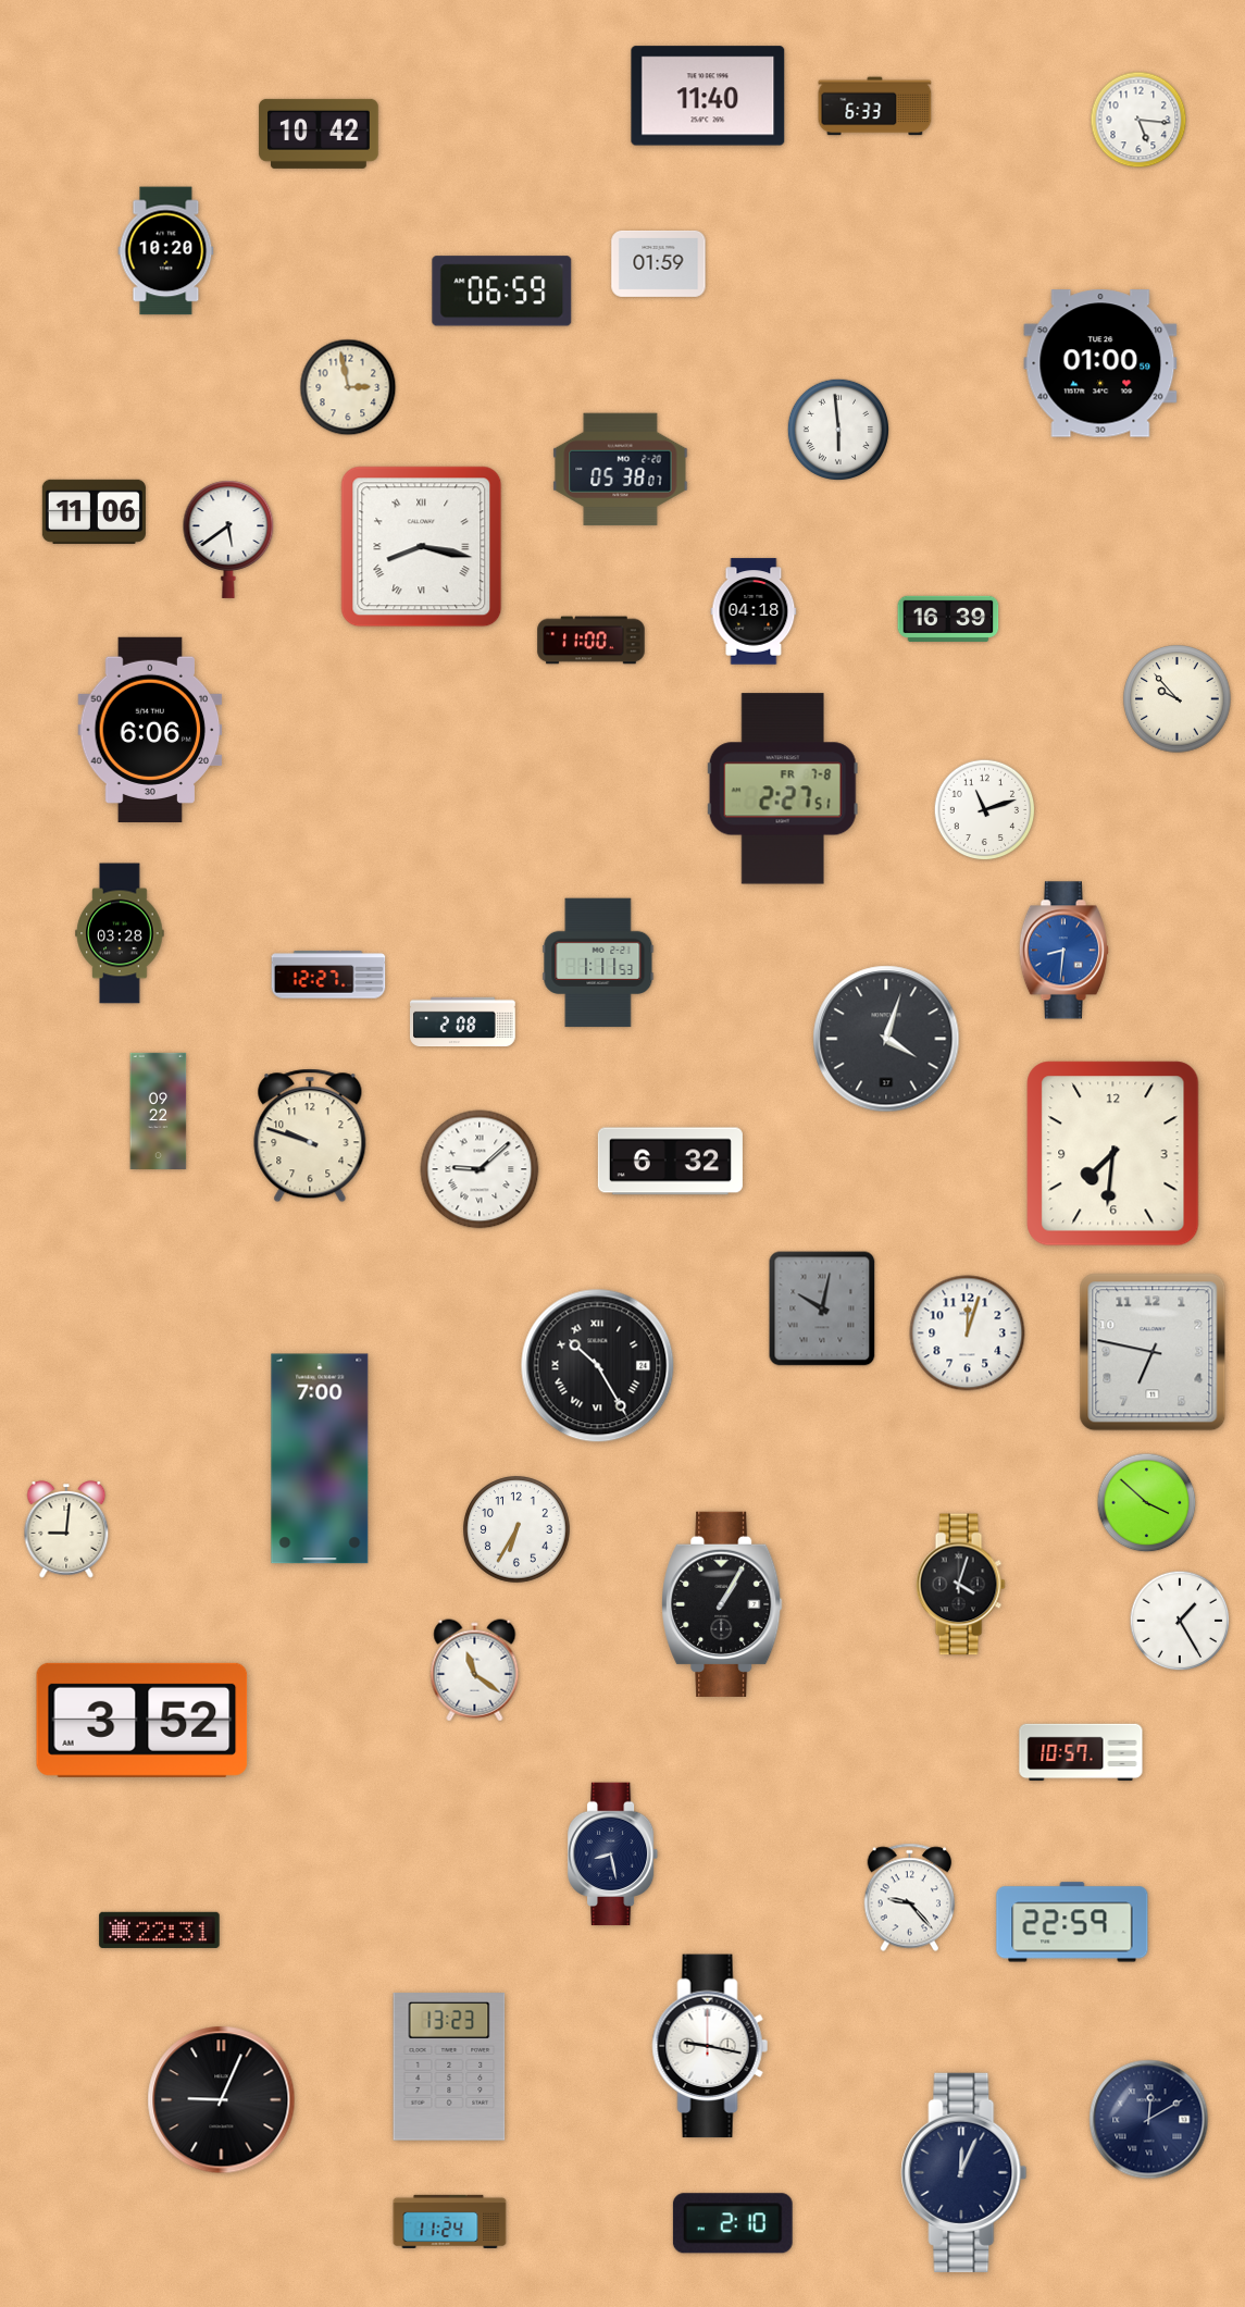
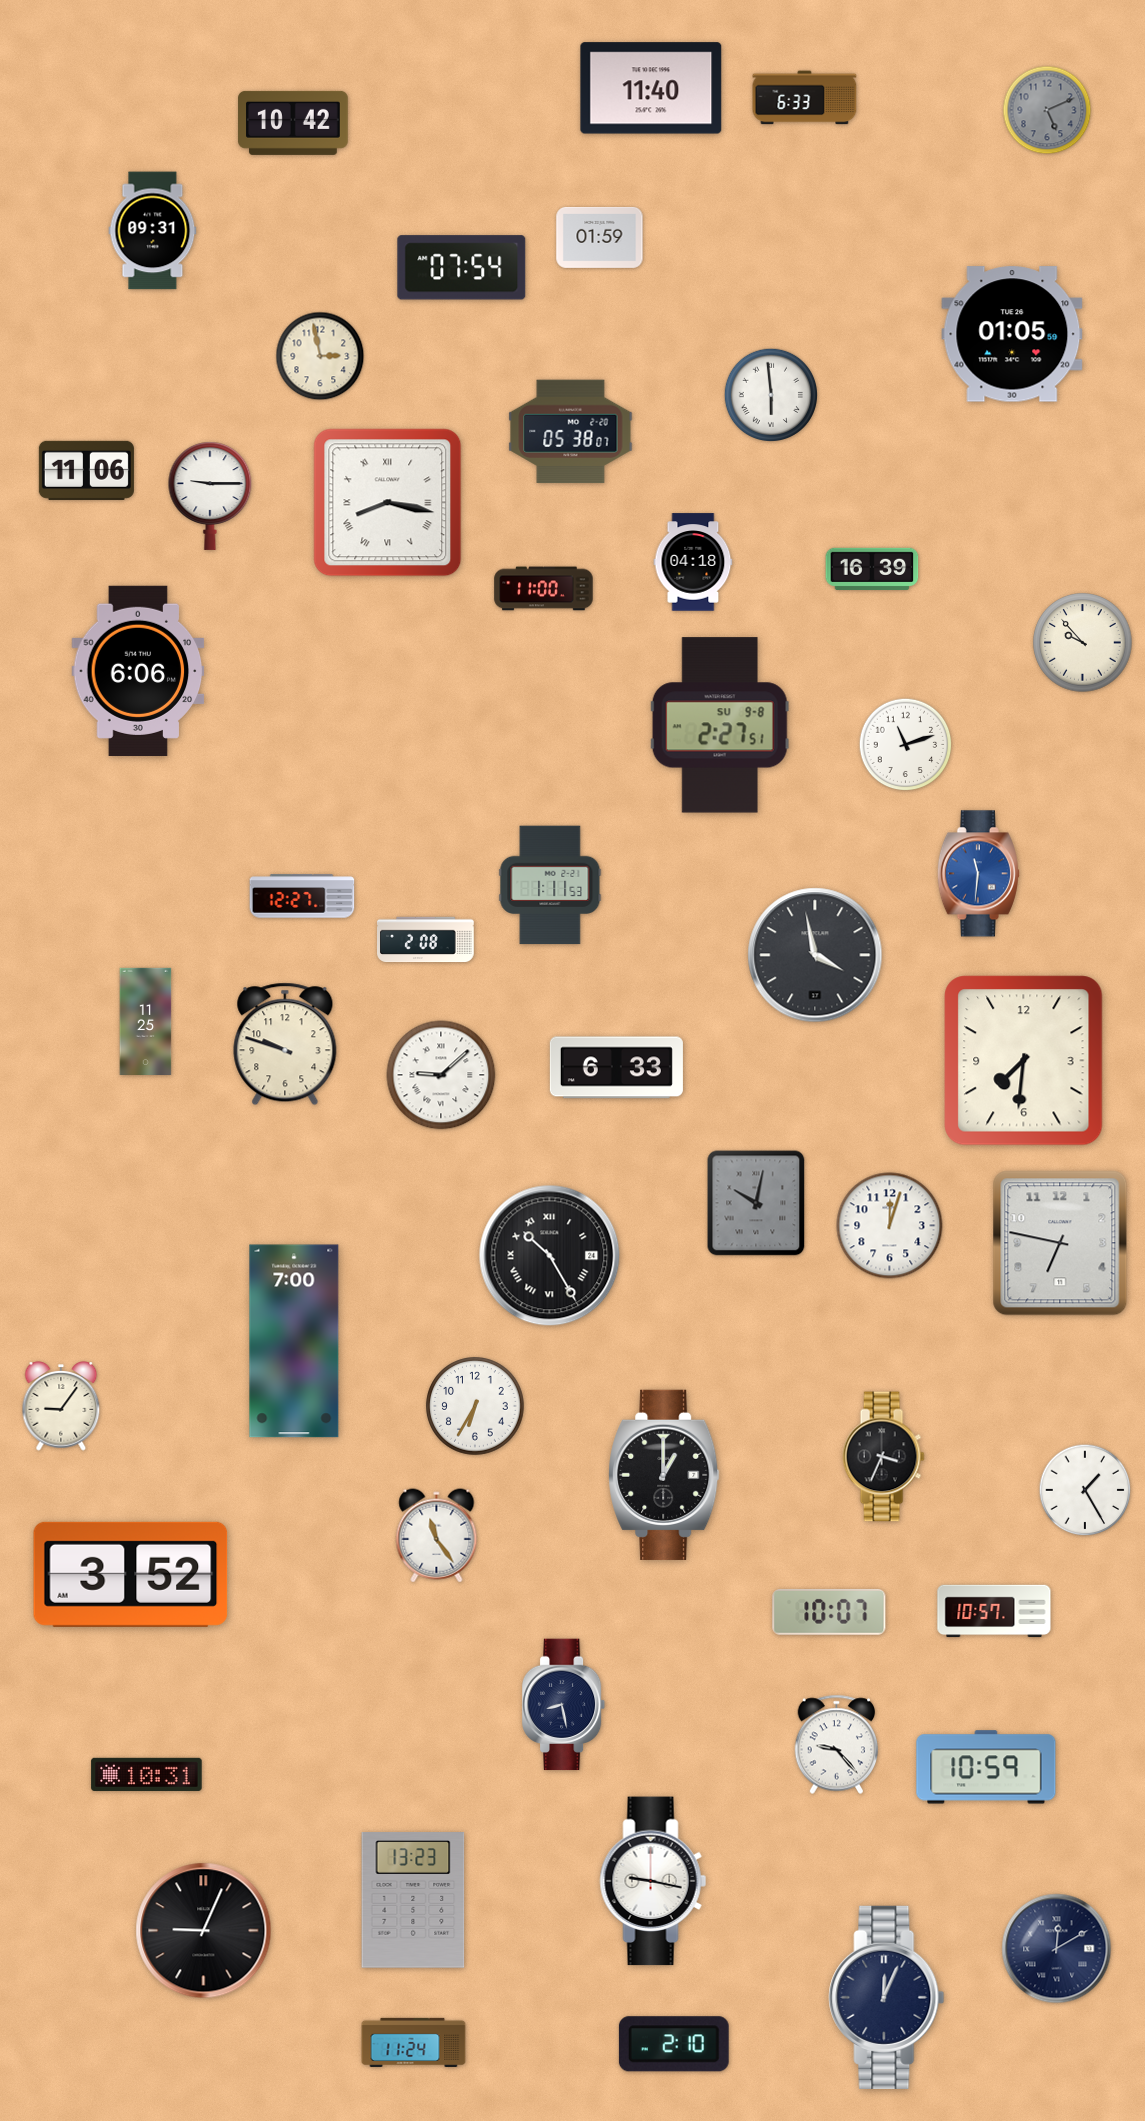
clock at (1138, 120): 5:16 -> 5:11
clock at (1138, 120) dial: white -> grey
clock at (166, 251): 10:20 -> 09:31
clock at (659, 263) position: (659, 263) -> (600, 237)
clock at (502, 292): 06:59 -> 07:54
clock at (1100, 363): 01:00 -> 01:05
clock at (228, 539): 5:39 -> 9:15
clock at (783, 789) date: FR 7-8 -> SU 9-8
clock at (120, 933): 03:28 -> none
clock at (1063, 951): 8:31 -> 11:31
clock at (886, 1039): 4:03 -> 3:58
clock at (159, 1111): 09:22 -> 11:25
clock at (670, 1162): 6:32 -> 6:33
clock at (1147, 1503): 3:52 -> none
clock at (66, 1529): 9:01 -> 9:06
clock at (960, 1585): 4:03 -> 3:34
clock at (722, 1604): 1:05 -> 1:00
clock at (475, 1671): 11:21 -> 11:24
clock at (142, 1720) position: (142, 1720) -> (131, 1574)
clock at (829, 1612): none -> 10:07
clock at (1072, 1922): 22:59 -> 10:59
clock at (160, 1930): 22:31 -> 10:31
